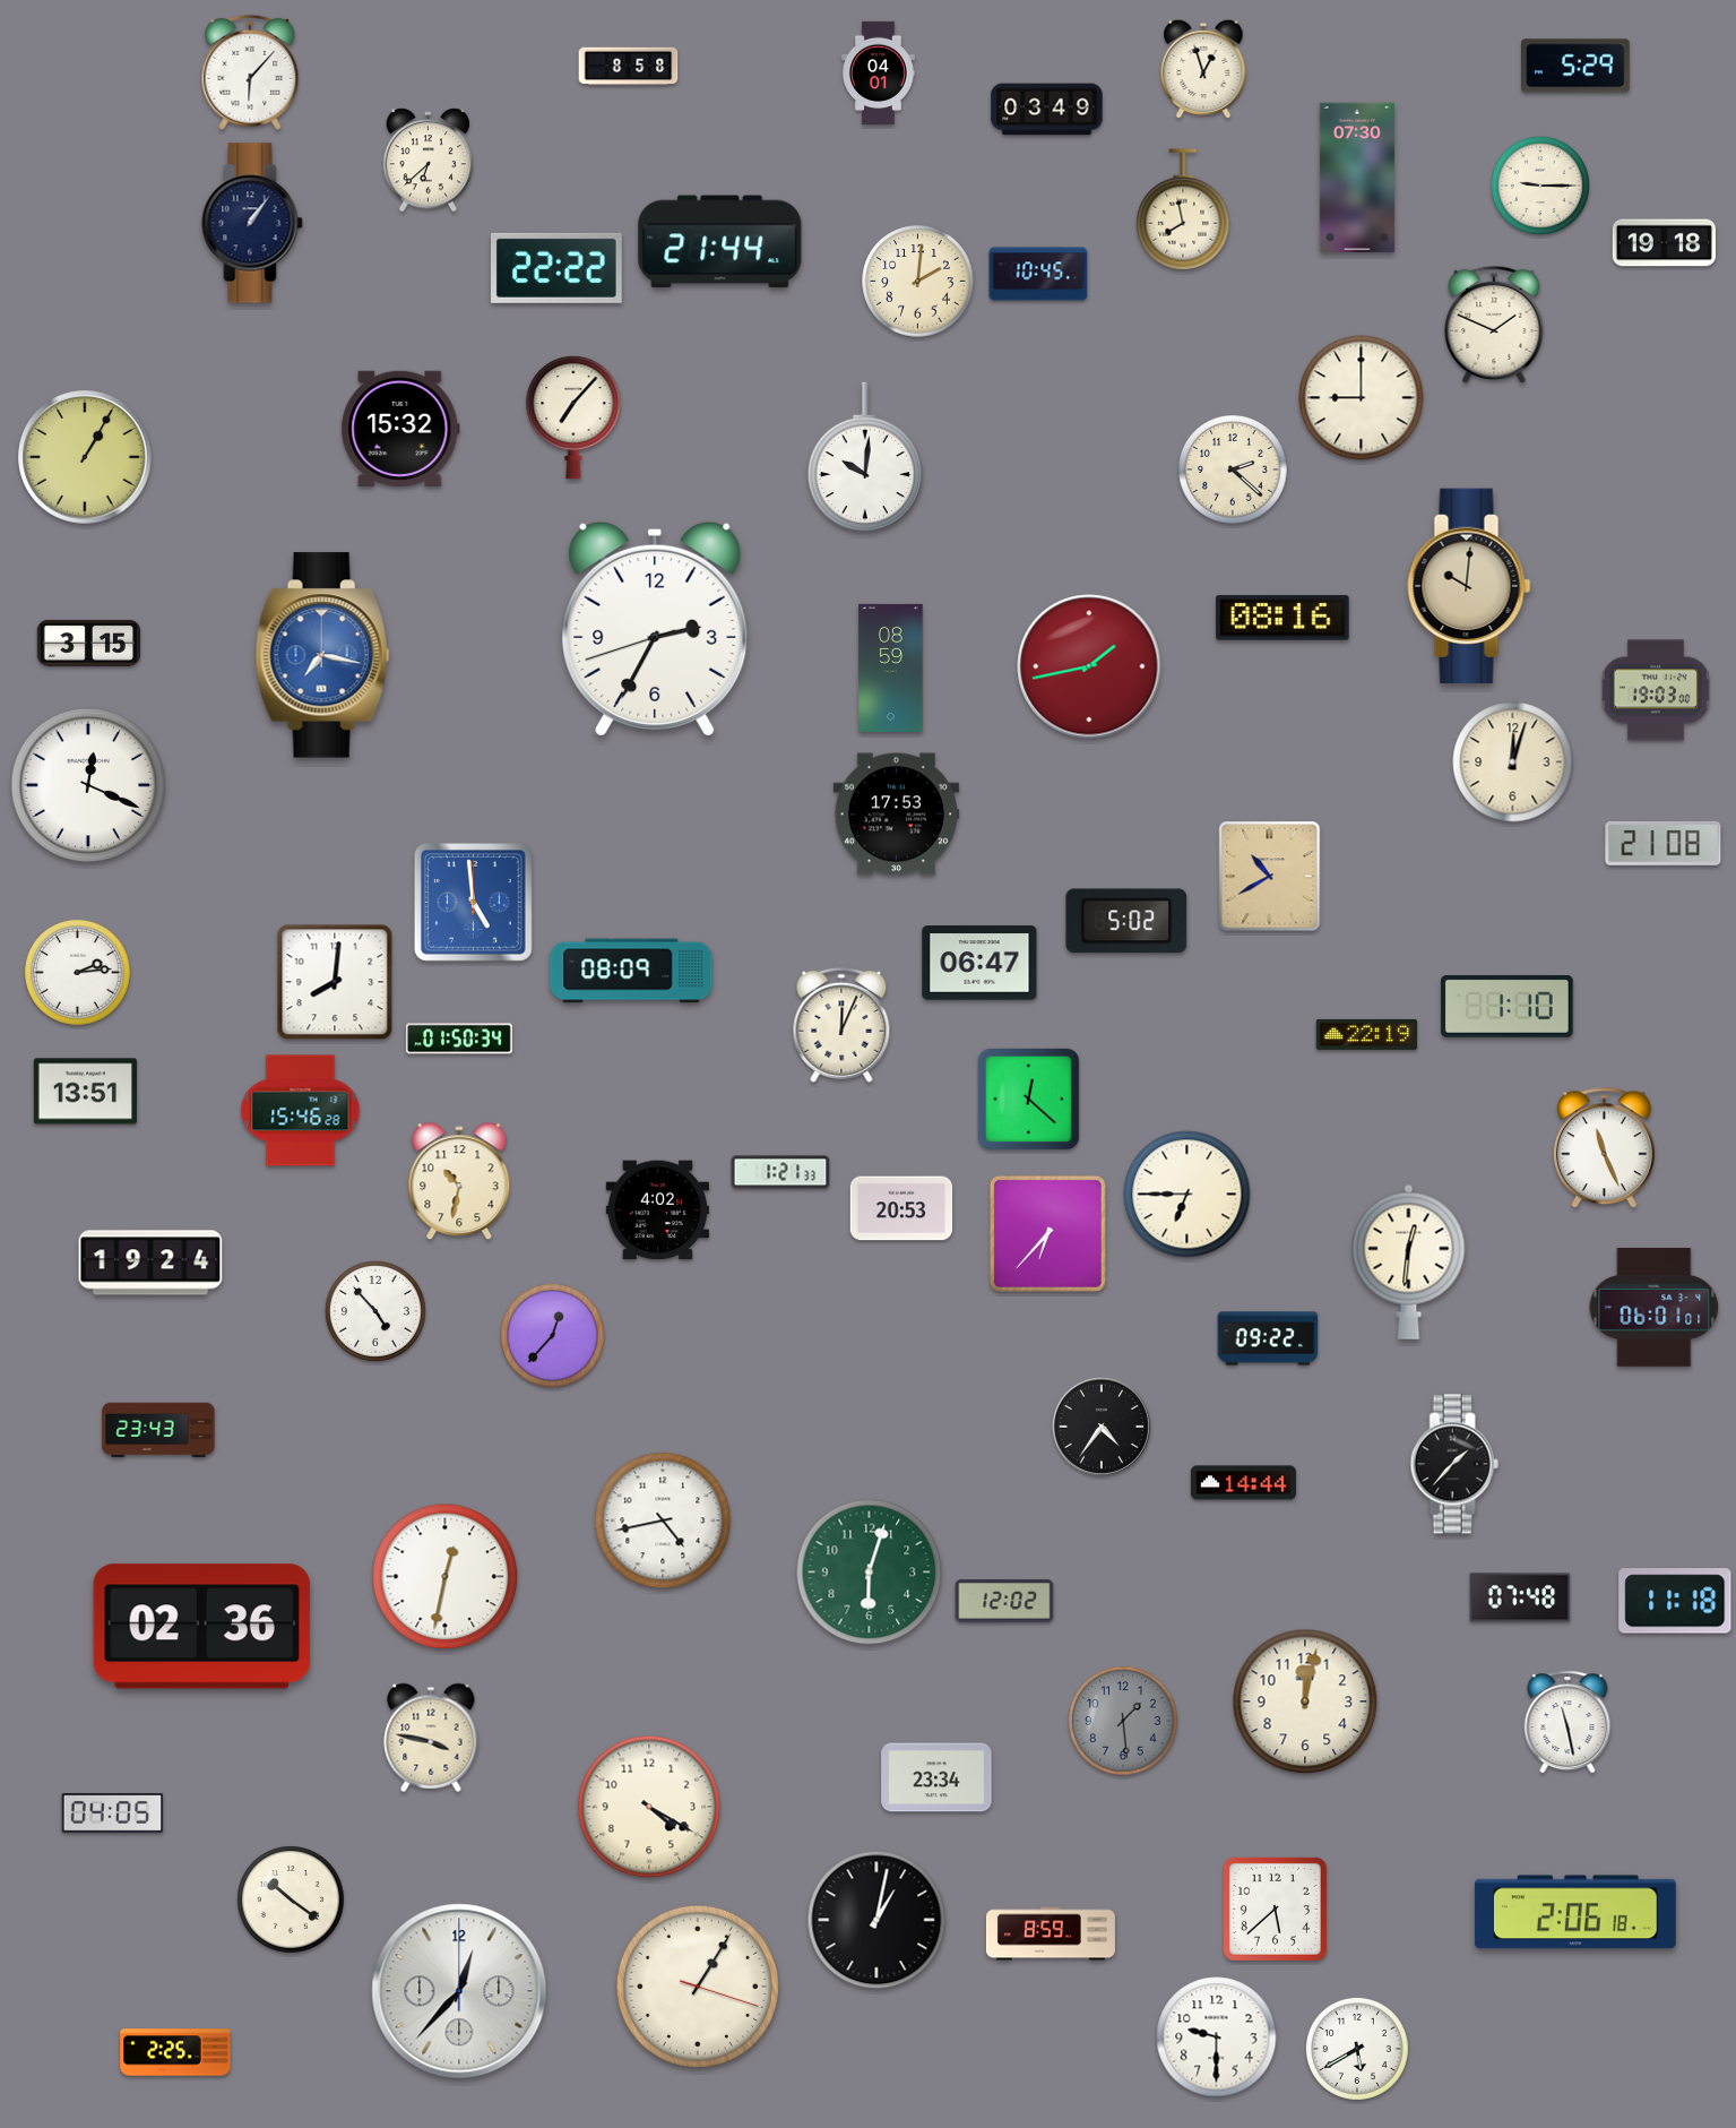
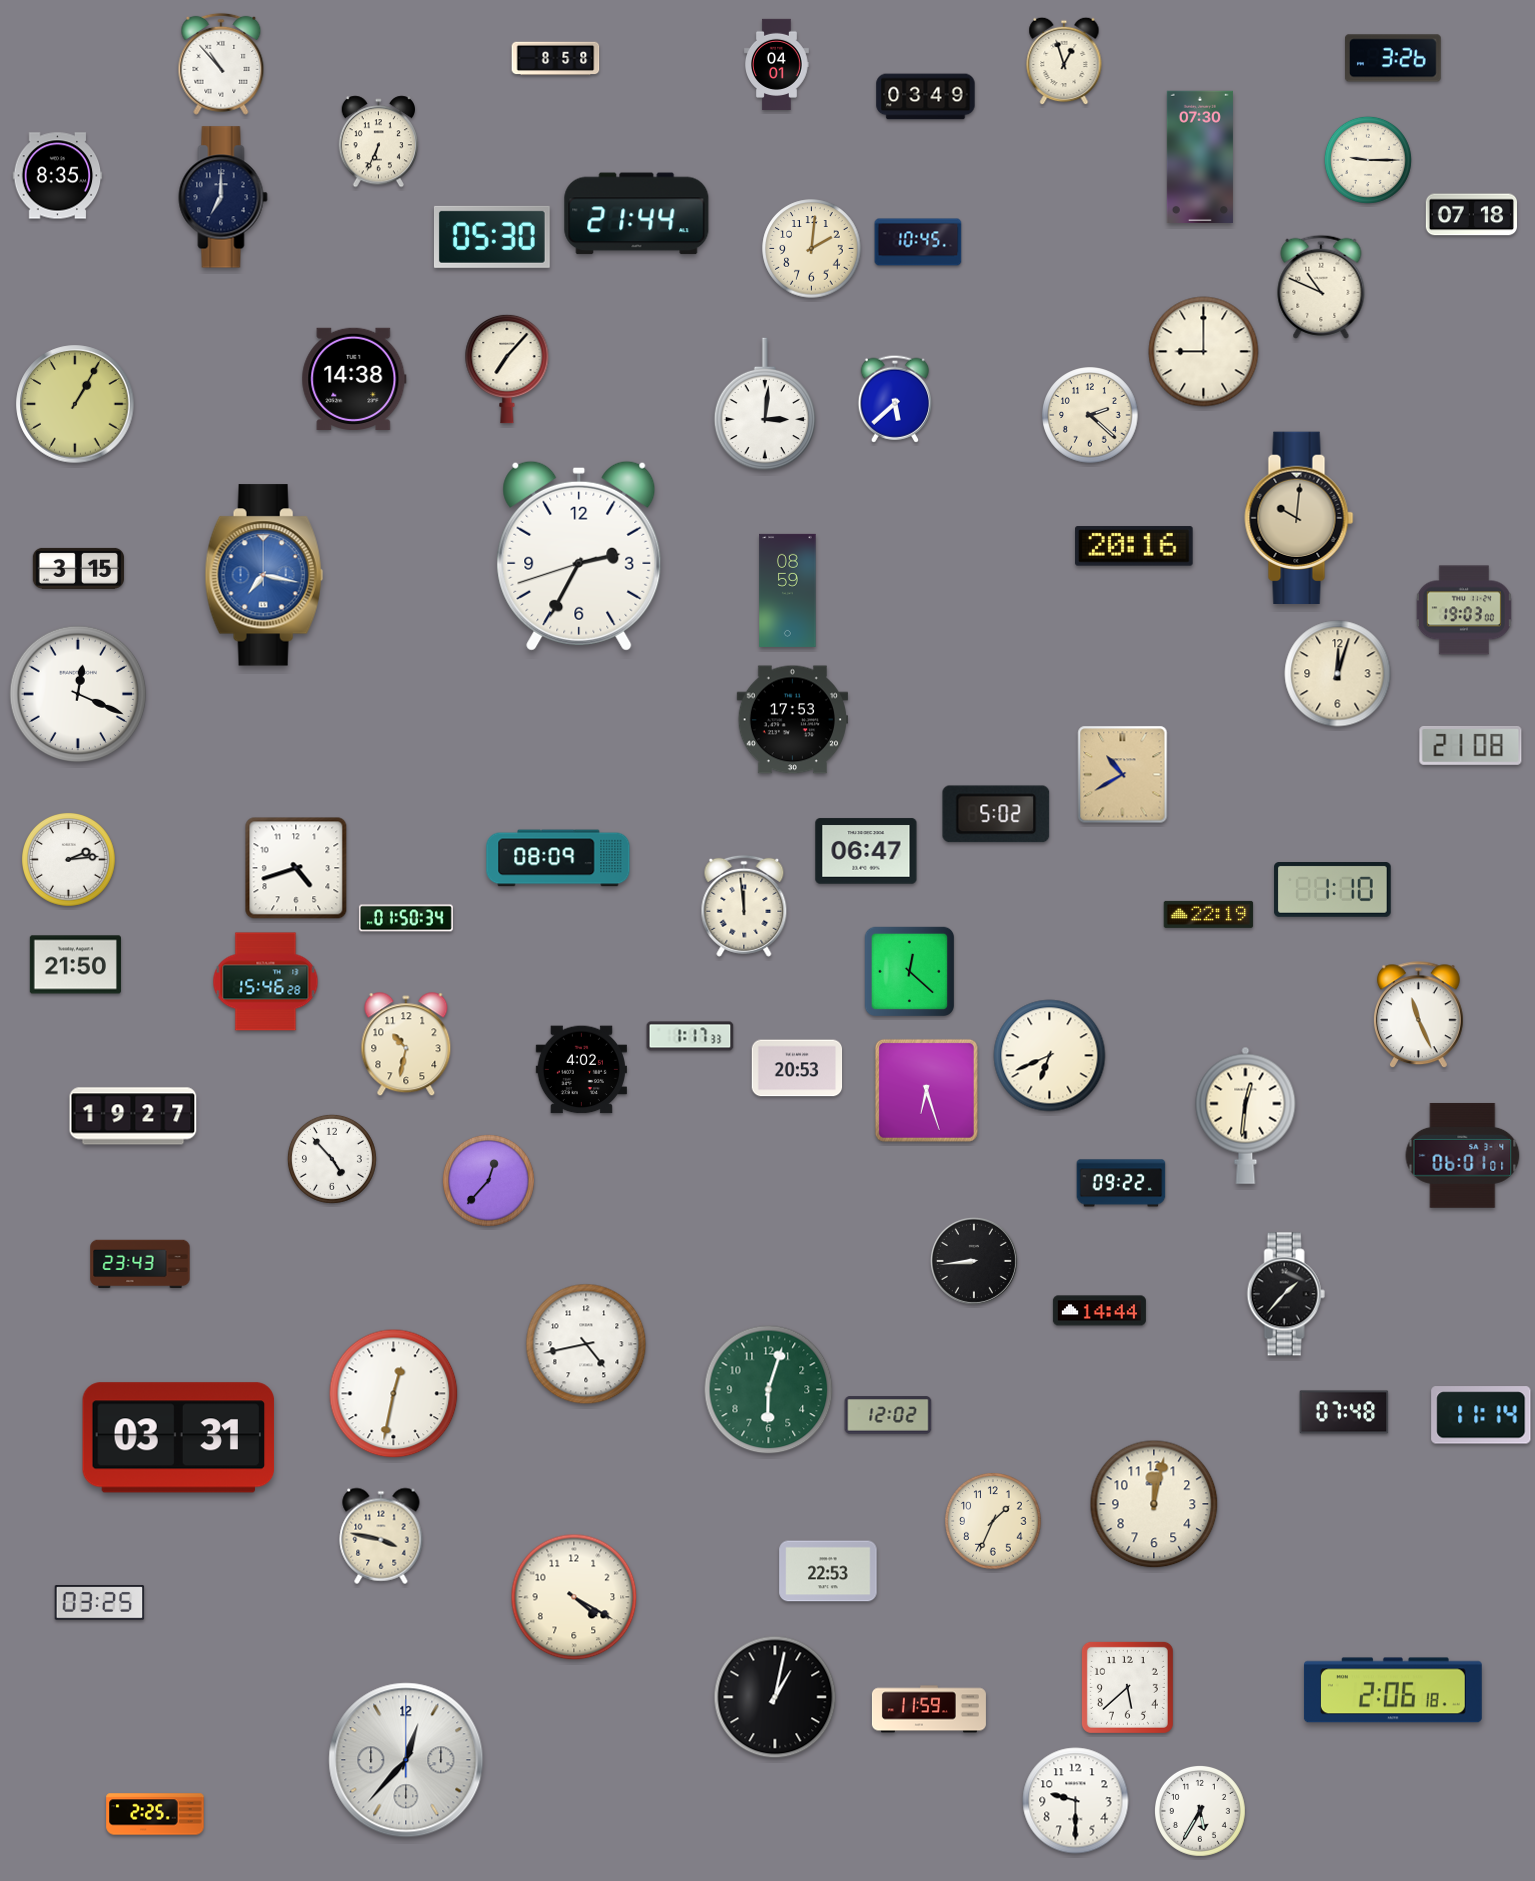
clock at (1577, 66): 5:29 -> 3:26
clock at (250, 72): 6:07 -> 10:53
clock at (429, 161): 6:38 -> 6:34
clock at (1540, 186) position: (1540, 186) -> (1368, 160)
clock at (58, 176): none -> 8:35
clock at (1183, 209): 7:58 -> none
clock at (252, 223): 1:06 -> 7:00
clock at (1664, 243): 19:18 -> 07:18
clock at (556, 268): 22:22 -> 05:30
clock at (1494, 325): 1:49 -> 10:49
clock at (400, 429): 15:32 -> 14:38
clock at (894, 399): none -> 5:38
clock at (865, 457): 10:01 -> 3:01
clock at (1282, 618): 08:16 -> 20:16
clock at (322, 655) position: (322, 655) -> (264, 575)
clock at (1089, 666): 1:43 -> none
clock at (473, 902): 4:59 -> none
clock at (335, 982): 8:01 -> 4:42
clock at (841, 1025): 12:04 -> 11:59
clock at (85, 1092): 13:51 -> 21:50
clock at (780, 1172): 1:21 -> 1:17
clock at (1187, 1195): 6:45 -> 6:41
clock at (1047, 1233): 6:37 -> 6:27
clock at (150, 1263): 19:24 -> 19:27
clock at (1102, 1427): 4:36 -> 8:44
clock at (1675, 1601): 11:18 -> 11:14
clock at (202, 1627): 02:36 -> 03:31
clock at (1123, 1721): 1:29 -> 1:34
clock at (1123, 1721) dial: grey -> cream
clock at (1567, 1722): 11:28 -> none
clock at (936, 1777): 23:34 -> 22:53
clock at (113, 1813): 04:05 -> 03:25
clock at (291, 1899): 10:21 -> none
clock at (1051, 1933): 8:59 -> 11:59
clock at (698, 1987): 1:05 -> none
clock at (1357, 2049): 5:40 -> 5:35
